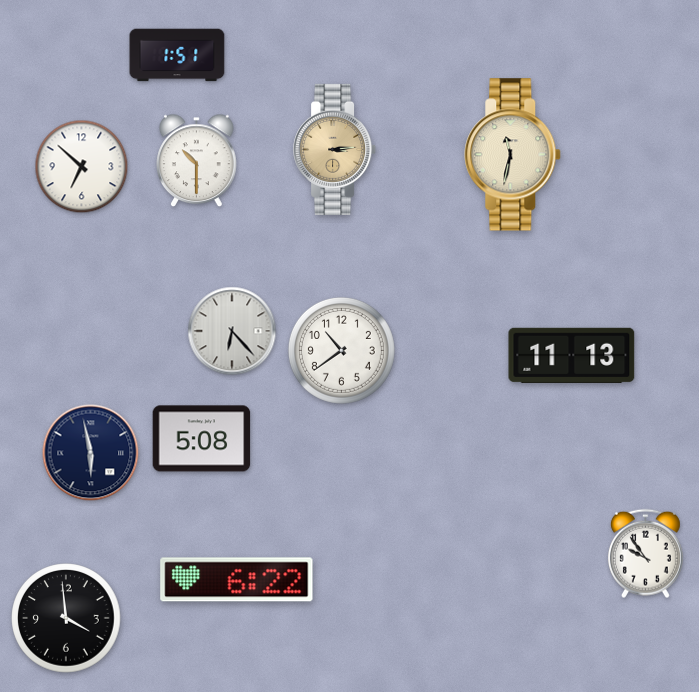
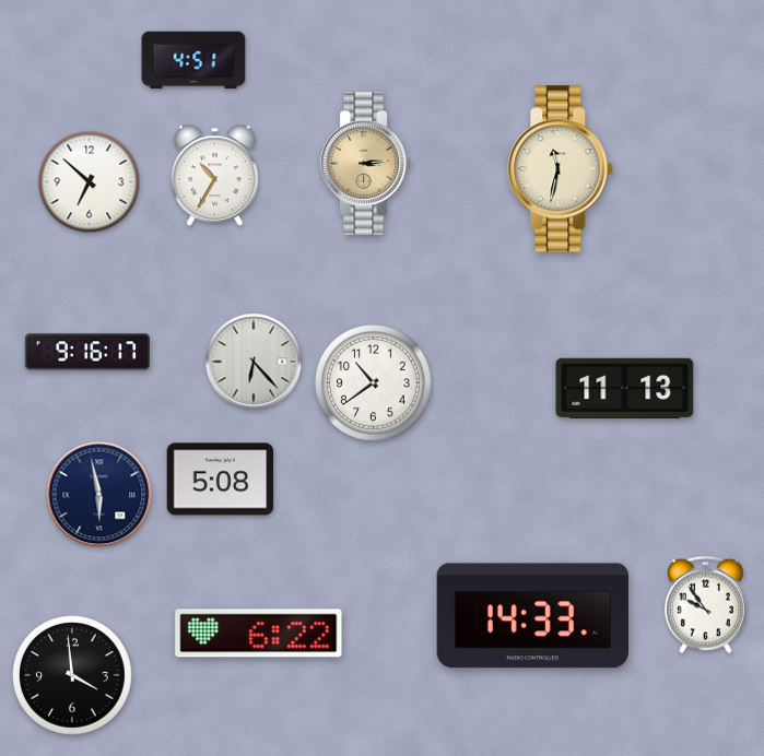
clock at (177, 55): 1:51 -> 4:51
clock at (197, 161): 10:30 -> 10:35
clock at (86, 352): none -> 9:16
clock at (532, 616): none -> 14:33
